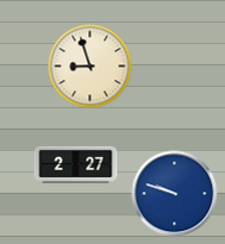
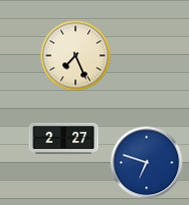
clock at (90, 67): 8:57 -> 7:26
clock at (175, 194): 9:48 -> 6:48
